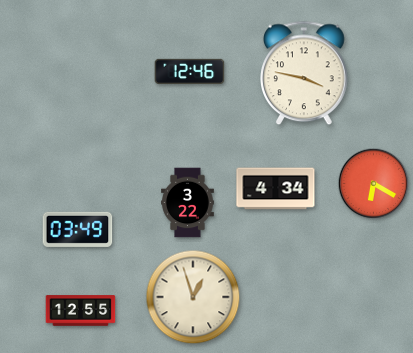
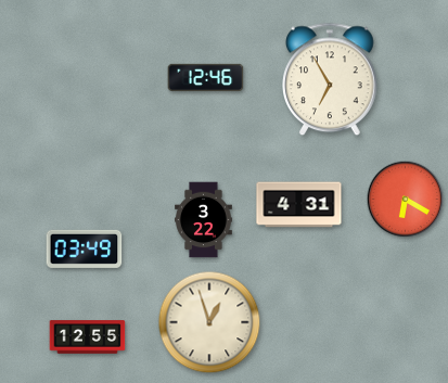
clock at (305, 73): 3:47 -> 6:55
clock at (276, 189): 4:34 -> 4:31
